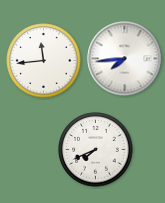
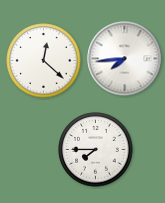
clock at (44, 61): 11:44 -> 12:22
clock at (96, 150): 7:41 -> 7:45
